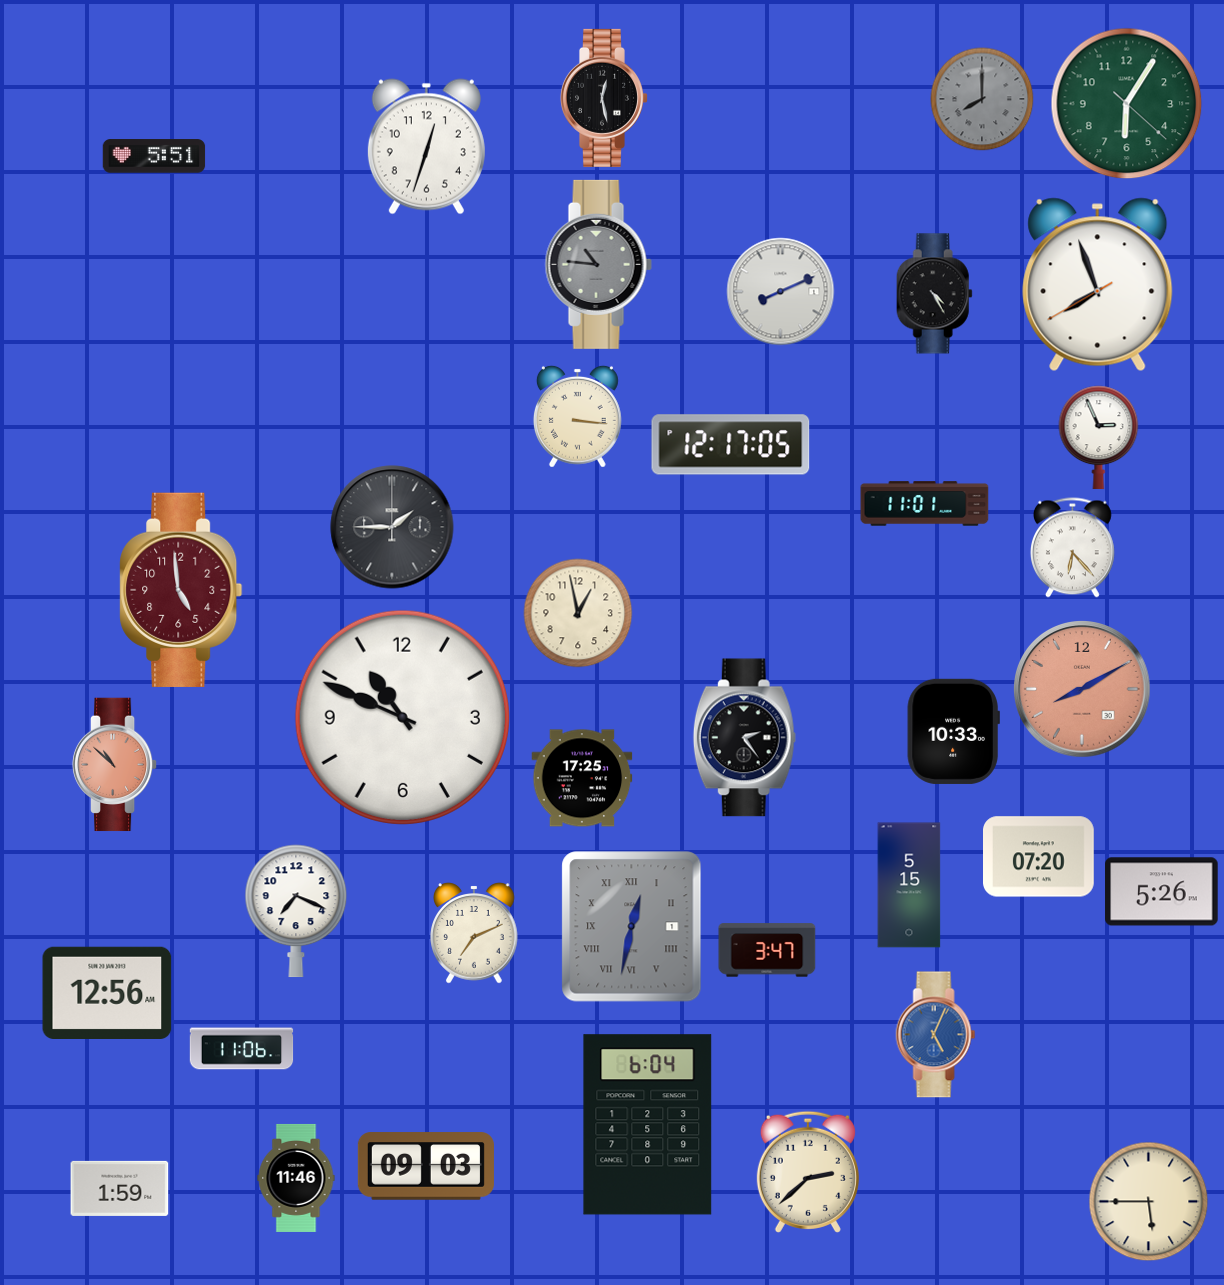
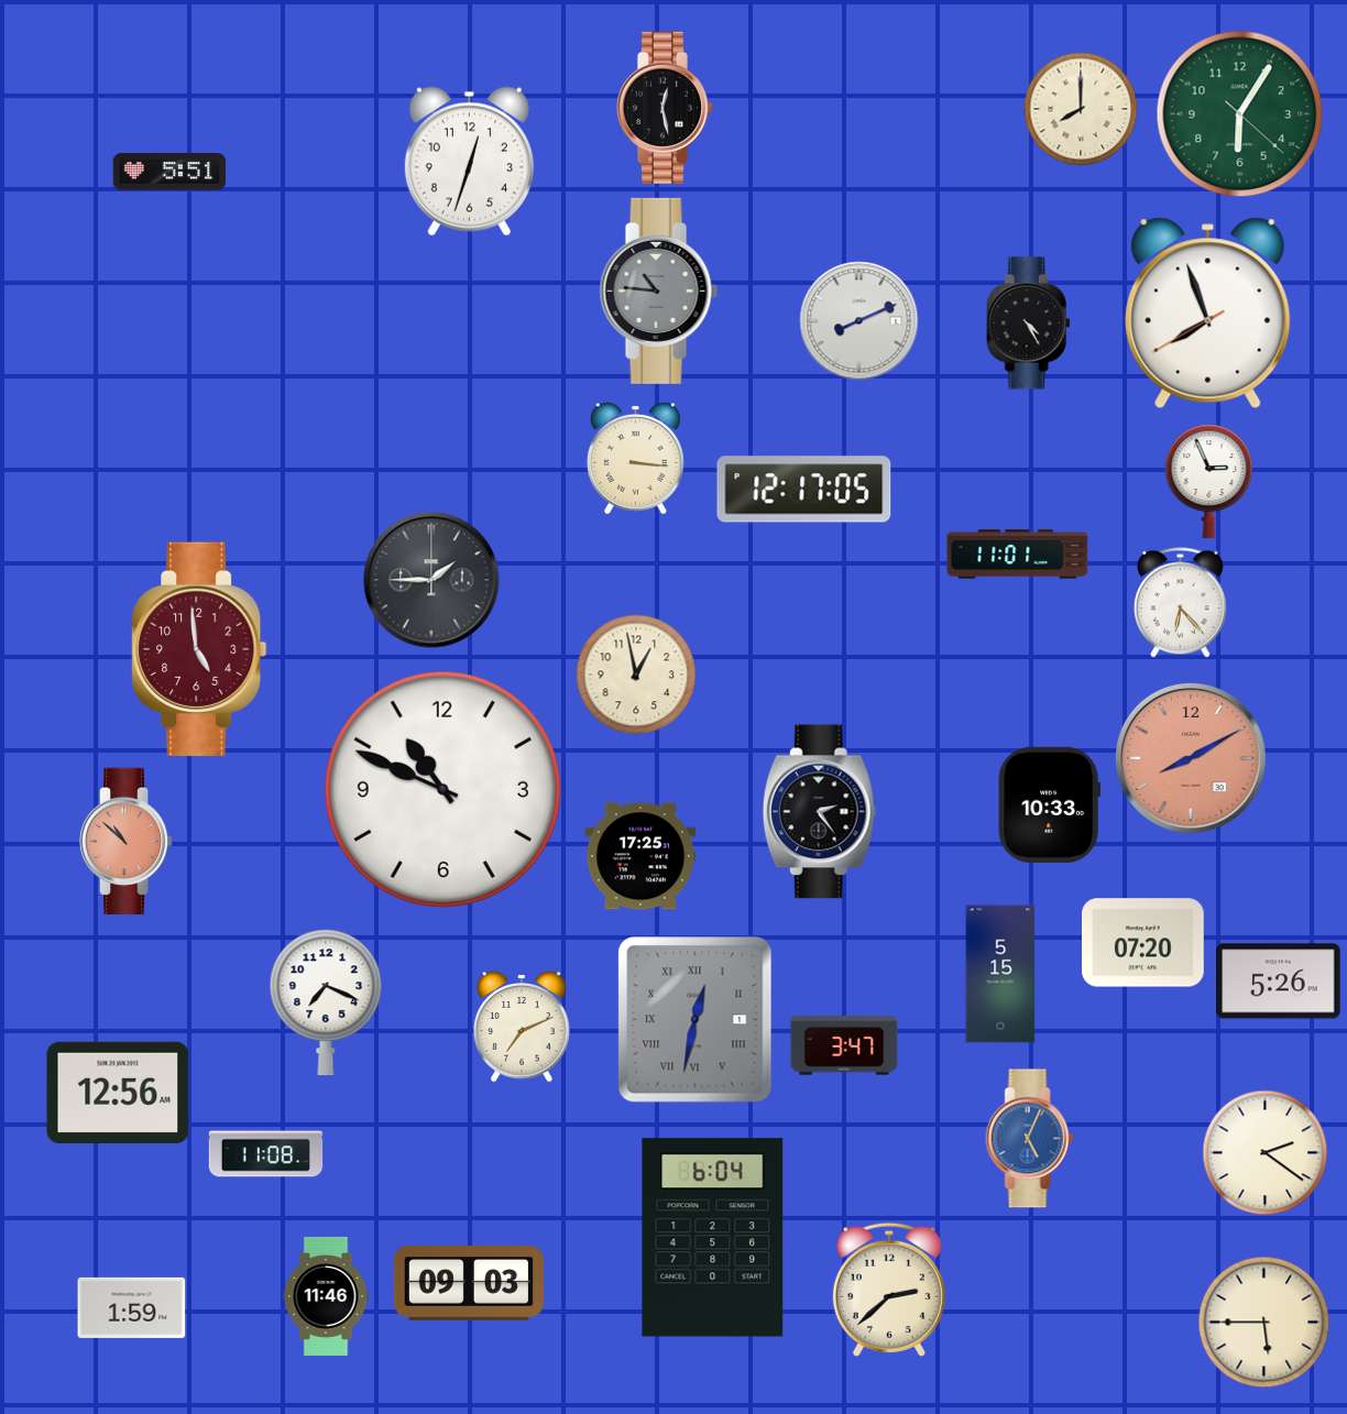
clock at (982, 99) dial: grey -> cream
clock at (1266, 1153): none -> 2:21
clock at (242, 1049): 11:06 -> 11:08
